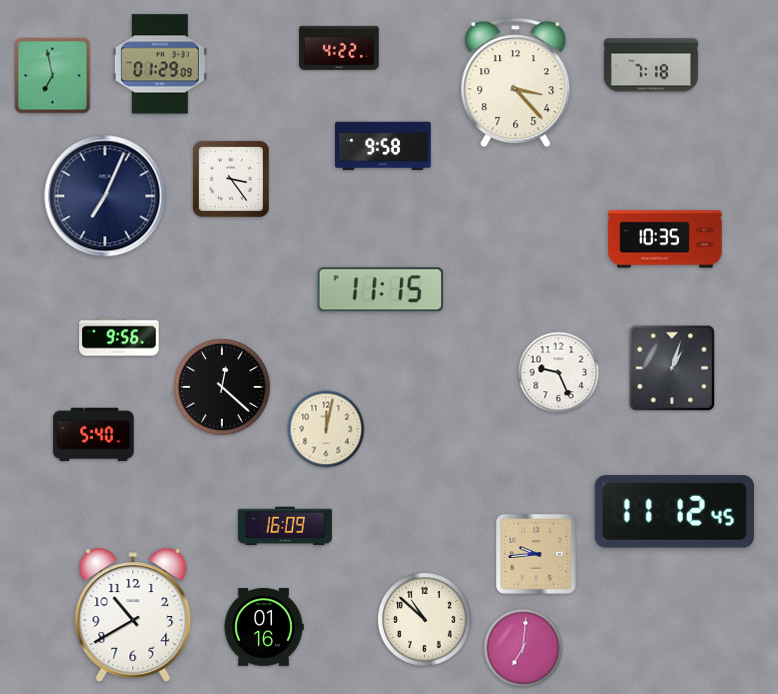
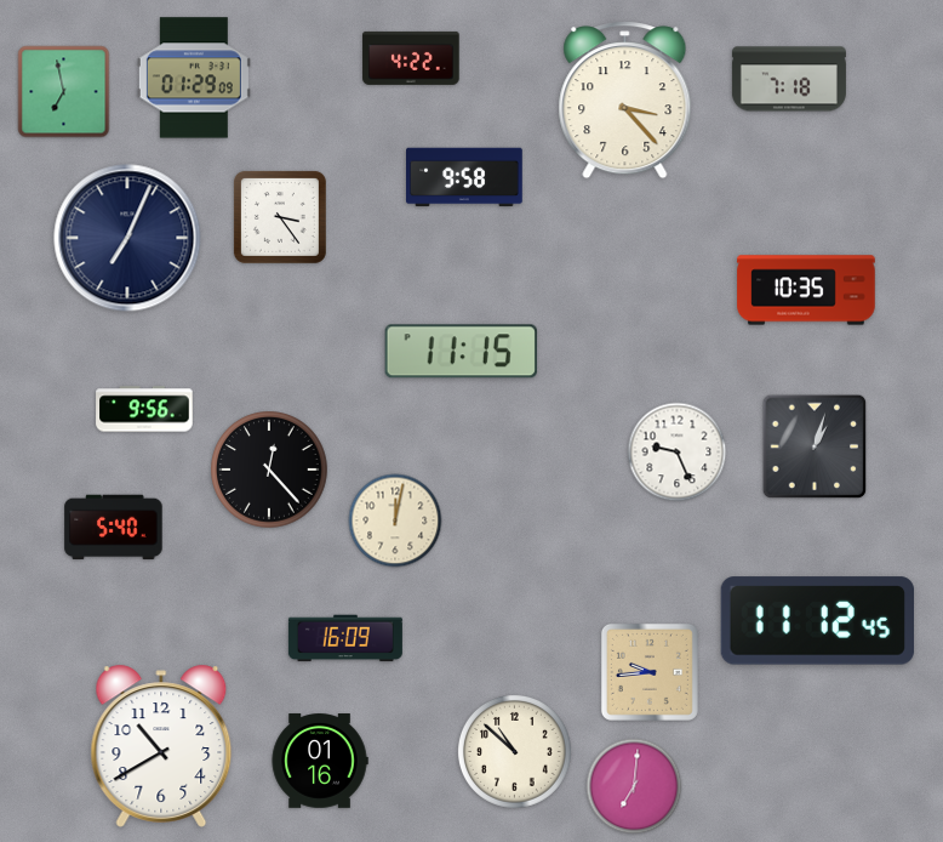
clock at (222, 387): 12:22 -> 12:23
